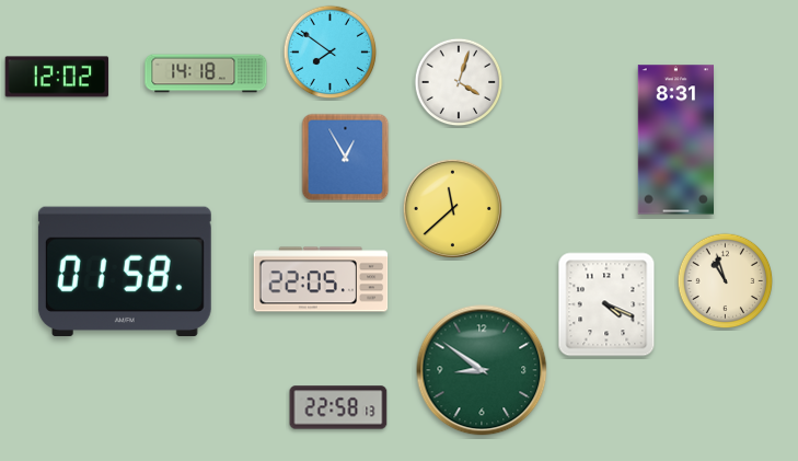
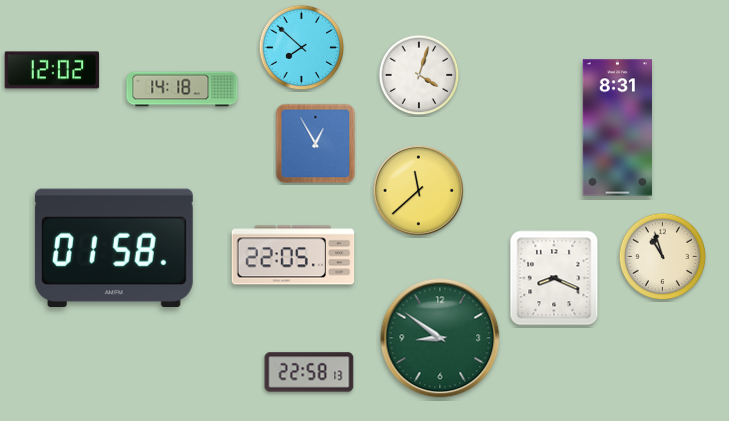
clock at (331, 53): 7:51 -> 7:52
clock at (206, 73) position: (206, 73) -> (182, 89)
clock at (453, 209) position: (453, 209) -> (419, 191)
clock at (606, 304): 4:19 -> 8:19
